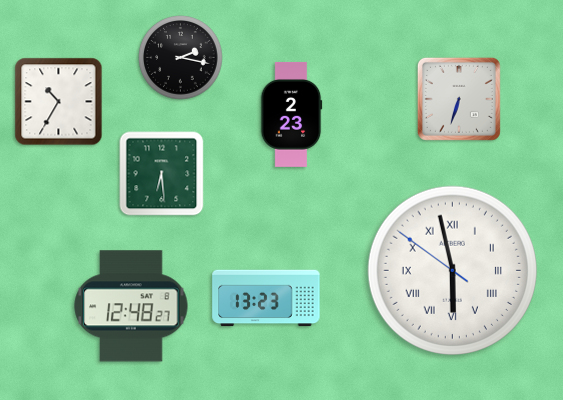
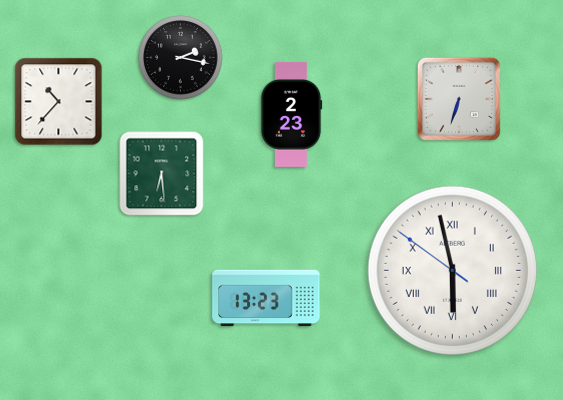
clock at (59, 102): 10:35 -> 10:37
clock at (131, 306): 12:48 -> none
